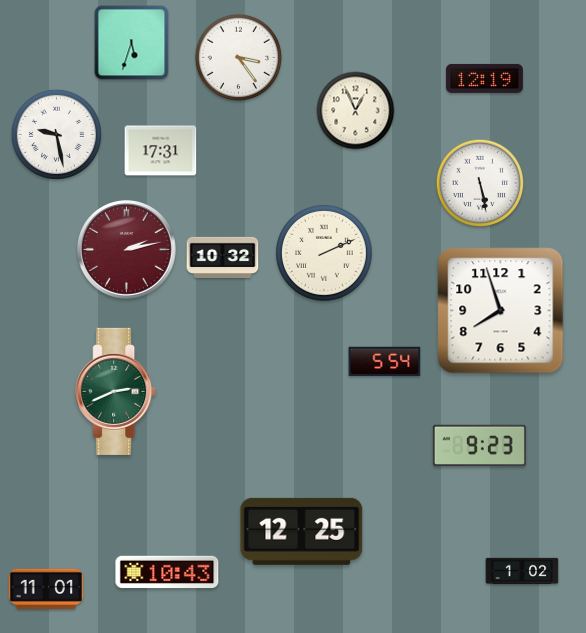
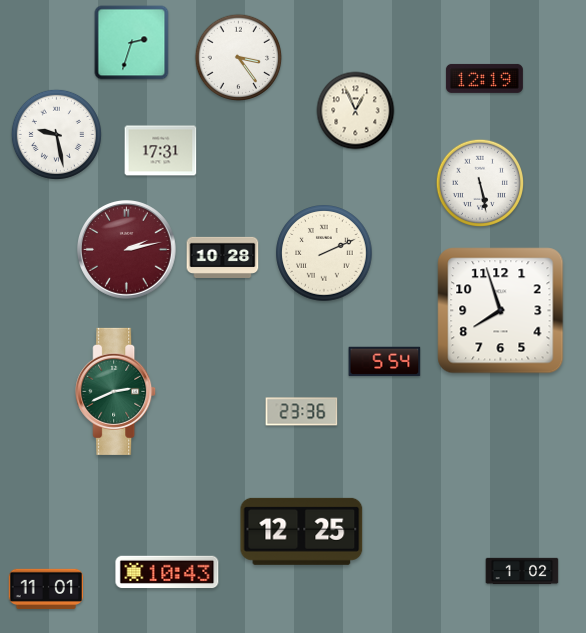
clock at (132, 43): 5:33 -> 2:33
clock at (223, 257): 10:32 -> 10:28
clock at (302, 412): none -> 23:36
clock at (479, 446): 9:23 -> none
